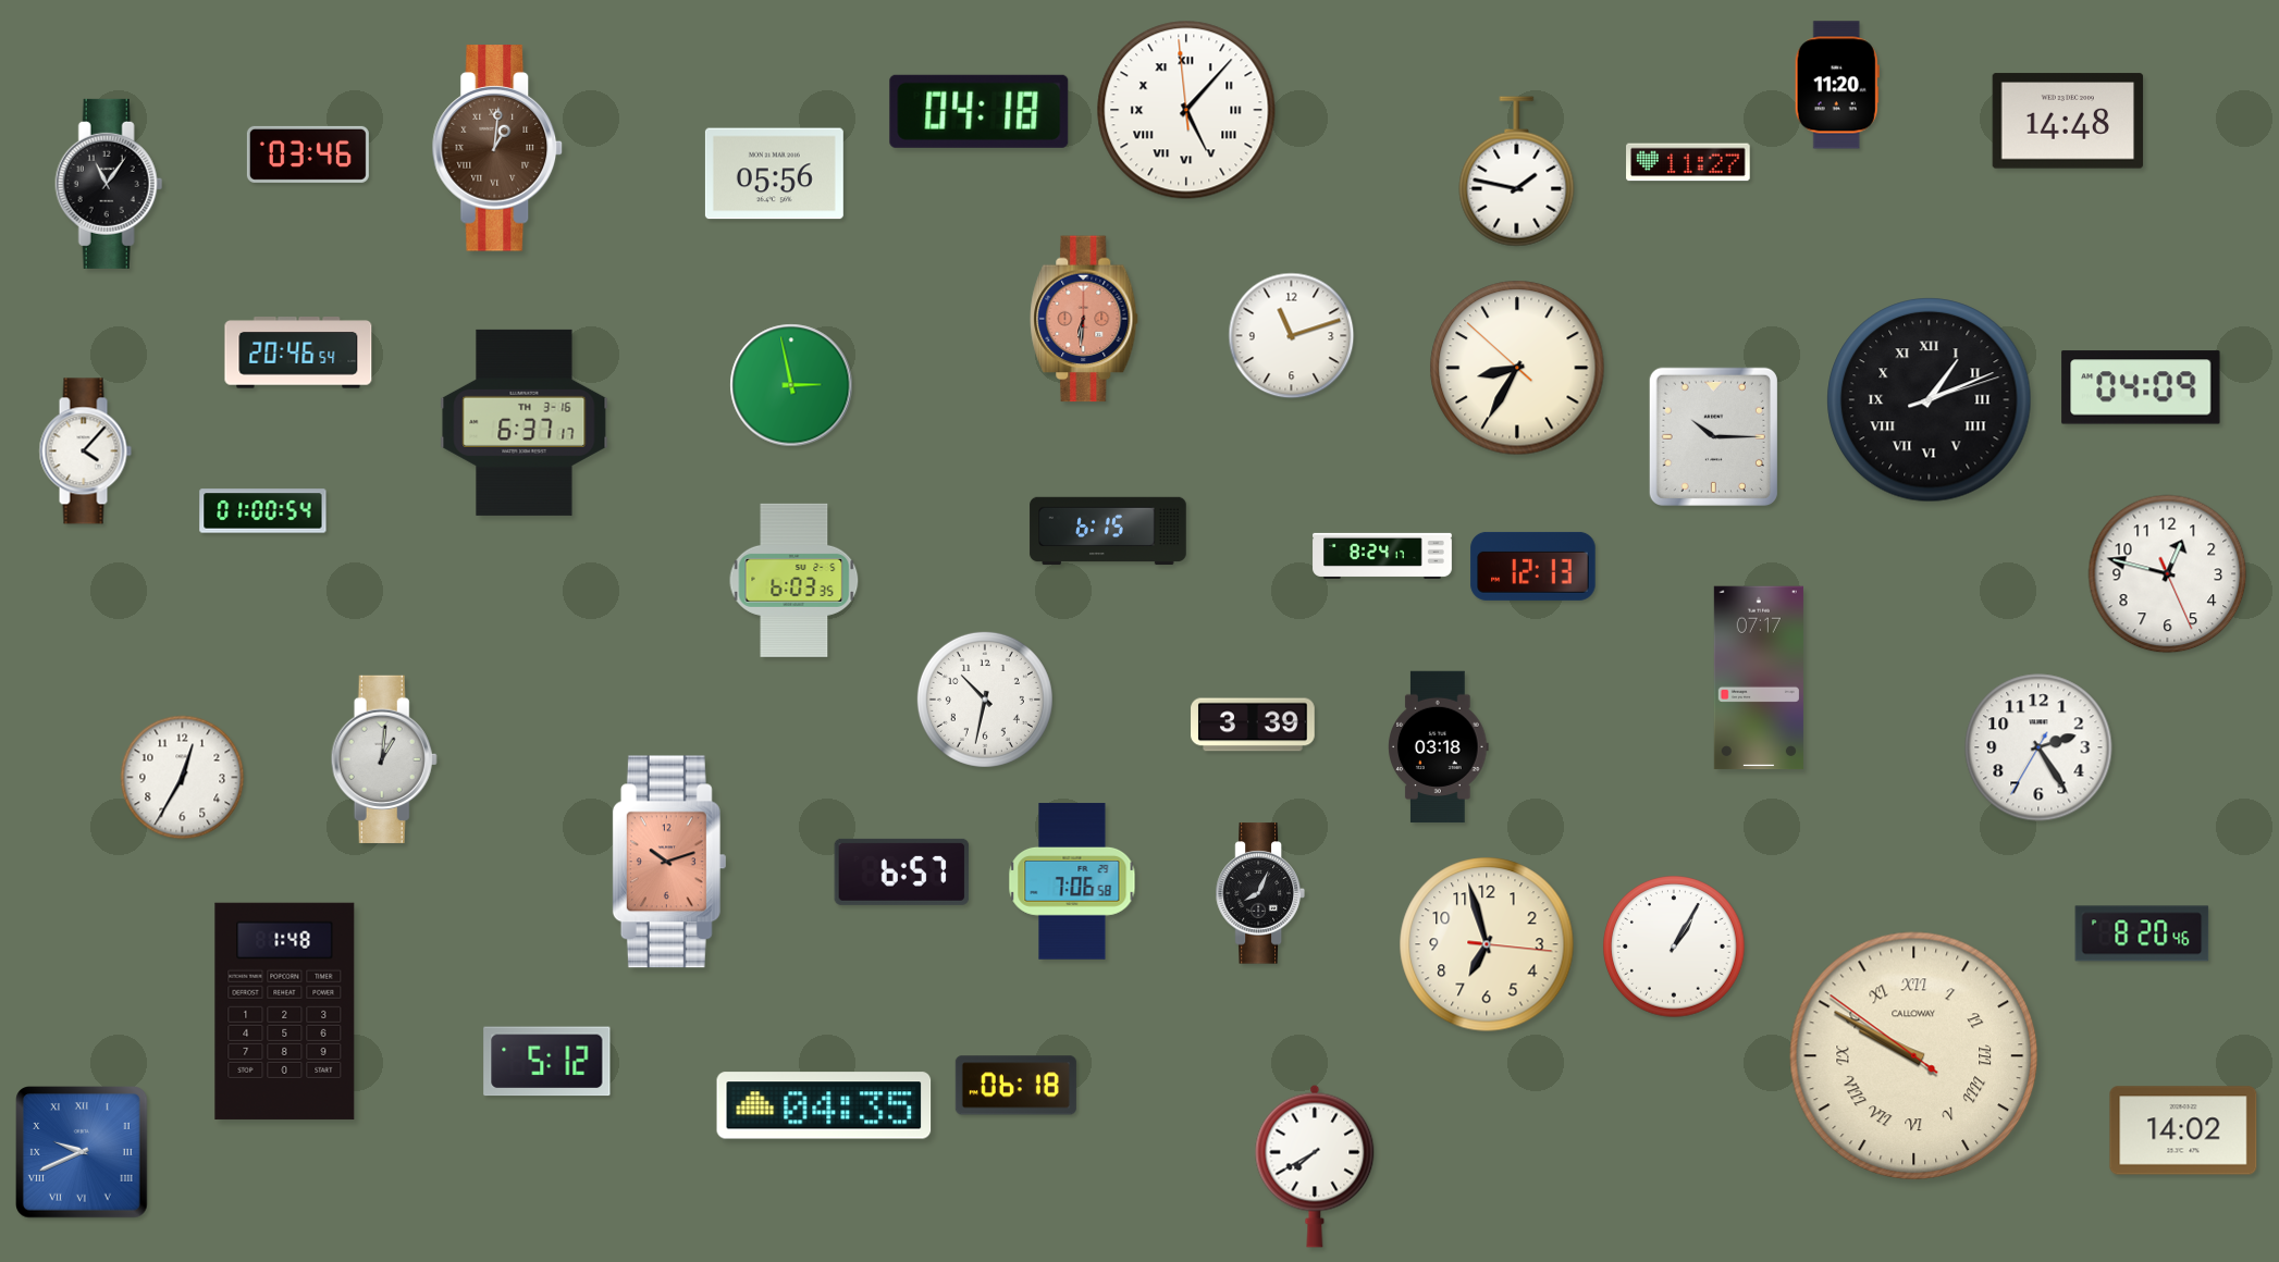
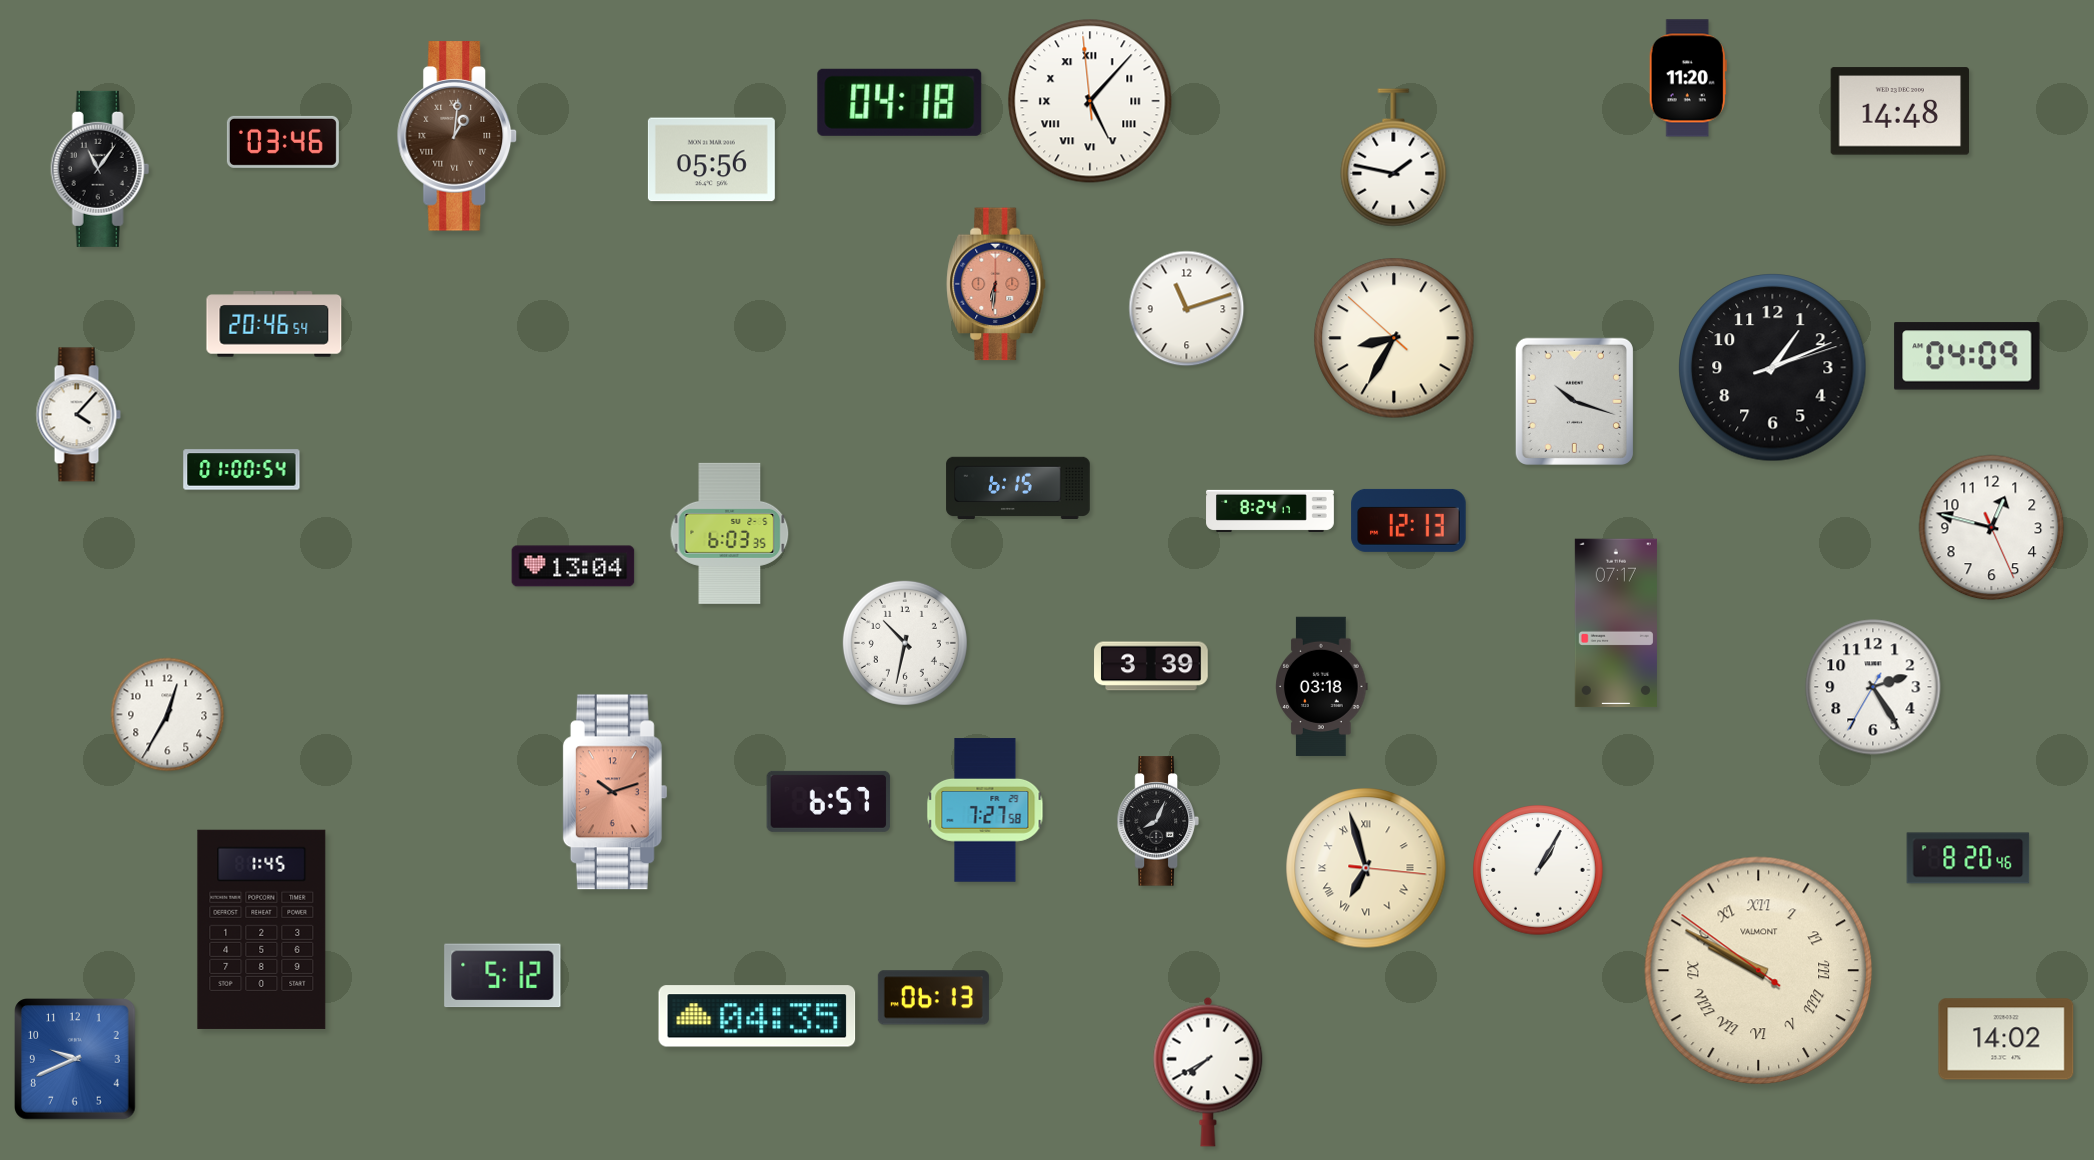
clock at (1688, 162): 11:27 -> none
clock at (1084, 319) position: (1084, 319) -> (996, 284)
clock at (791, 385): 2:58 -> none
clock at (1930, 400) numerals: Roman -> Arabic
clock at (525, 422): 6:37 -> none
clock at (1713, 436): 10:15 -> 10:18
clock at (573, 566): none -> 13:04
clock at (384, 759): 1:01 -> none
clock at (1072, 881): 7:06 -> 7:27
clock at (1487, 944) numerals: Arabic -> Roman
clock at (285, 1011): 1:48 -> 1:45
clock at (1914, 1056) brand: CALLOWAY -> VALMONT
clock at (1015, 1086): 06:18 -> 06:13
clock at (83, 1153) numerals: Roman -> Arabic
